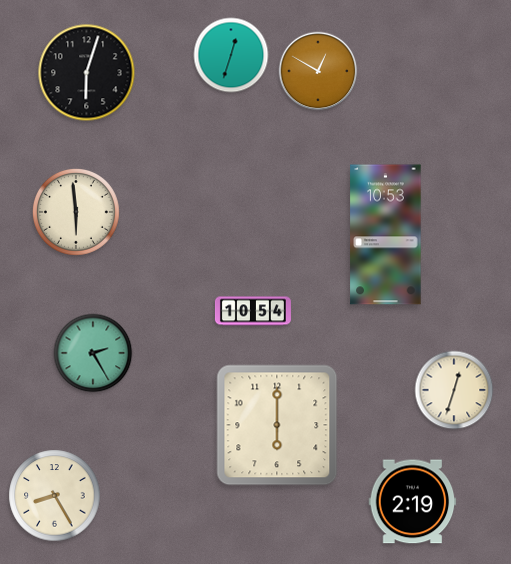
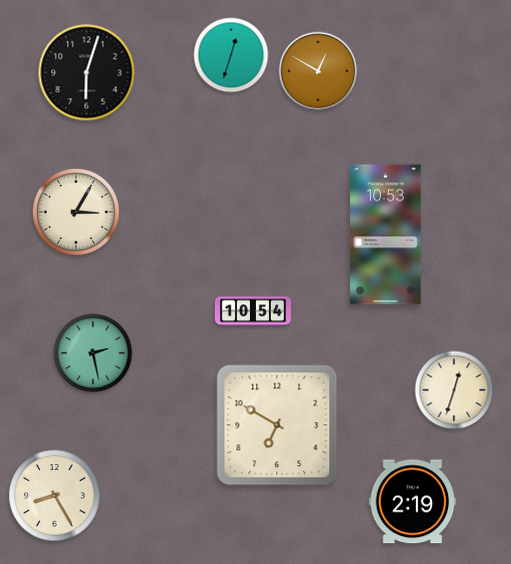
clock at (76, 212): 5:59 -> 3:05
clock at (93, 353): 2:25 -> 2:28
clock at (277, 425): 6:00 -> 6:50
